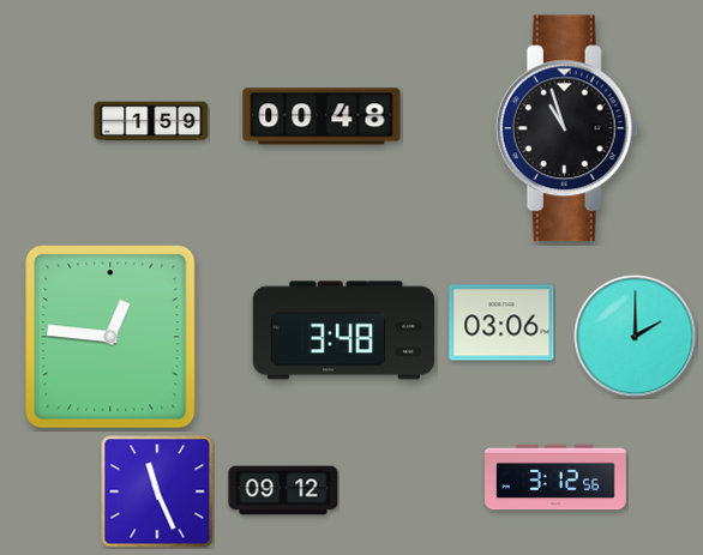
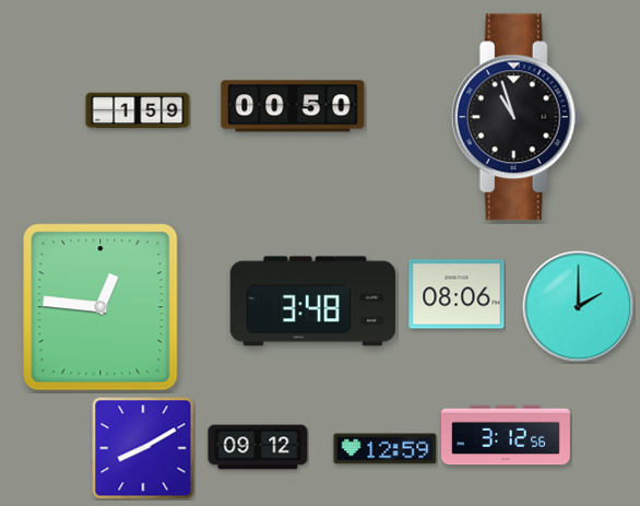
clock at (322, 116): 00:48 -> 00:50
clock at (501, 322): 03:06 -> 08:06
clock at (157, 491): 11:26 -> 8:10
clock at (386, 449): none -> 12:59
